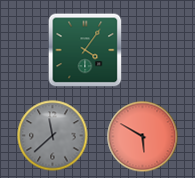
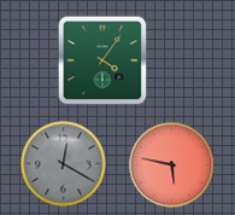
clock at (53, 136): 11:38 -> 12:20
clock at (143, 137): 5:50 -> 5:47
